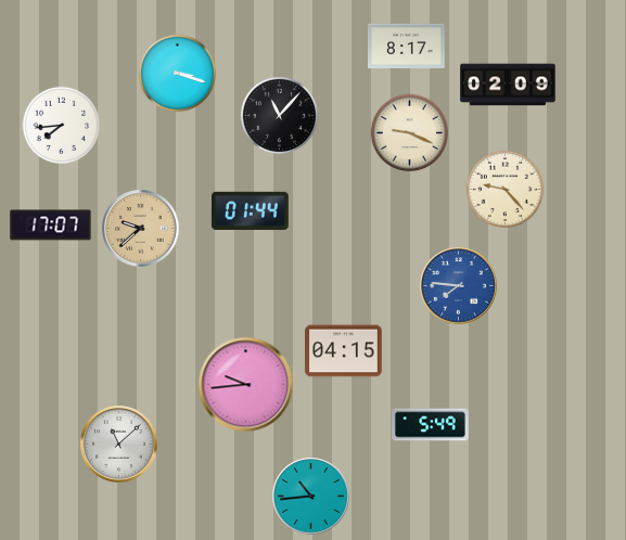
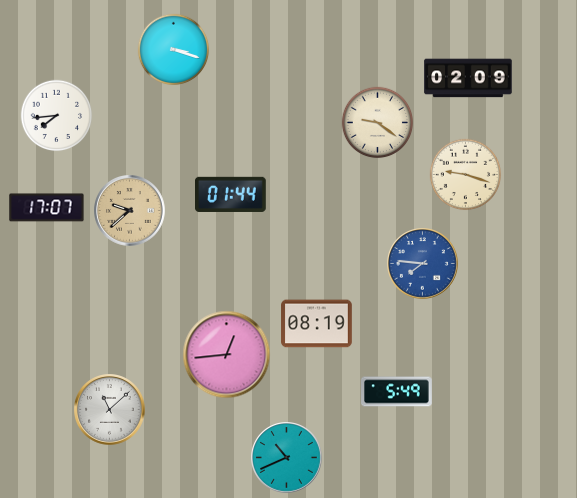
clock at (407, 47): 8:17 -> none
clock at (178, 74) position: (178, 74) -> (174, 50)
clock at (280, 116): 11:07 -> none
clock at (410, 133): 9:19 -> 9:21
clock at (506, 190): 9:23 -> 9:18
clock at (344, 351): 04:15 -> 08:19
clock at (246, 385): 9:44 -> 12:44
clock at (311, 497): 10:44 -> 10:41
